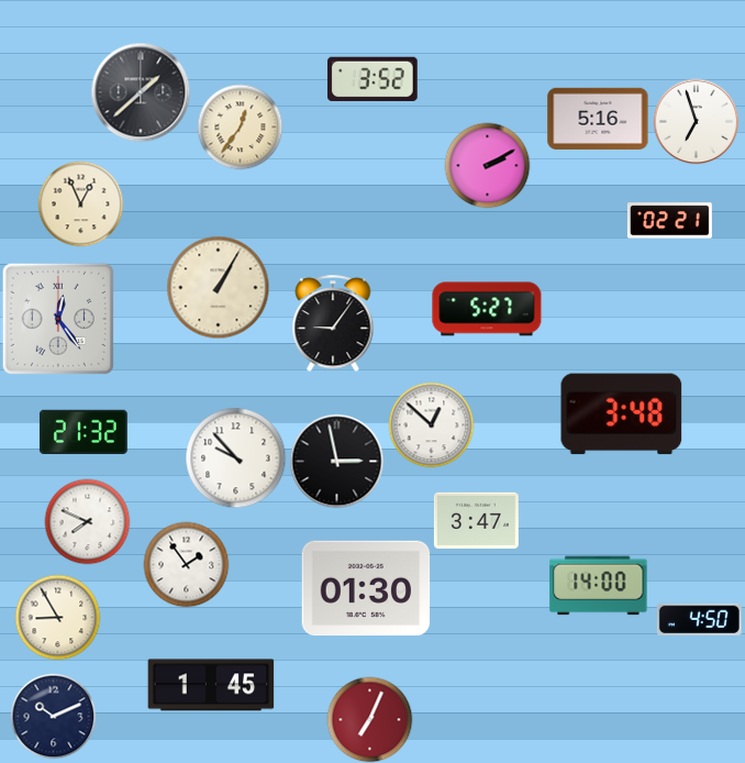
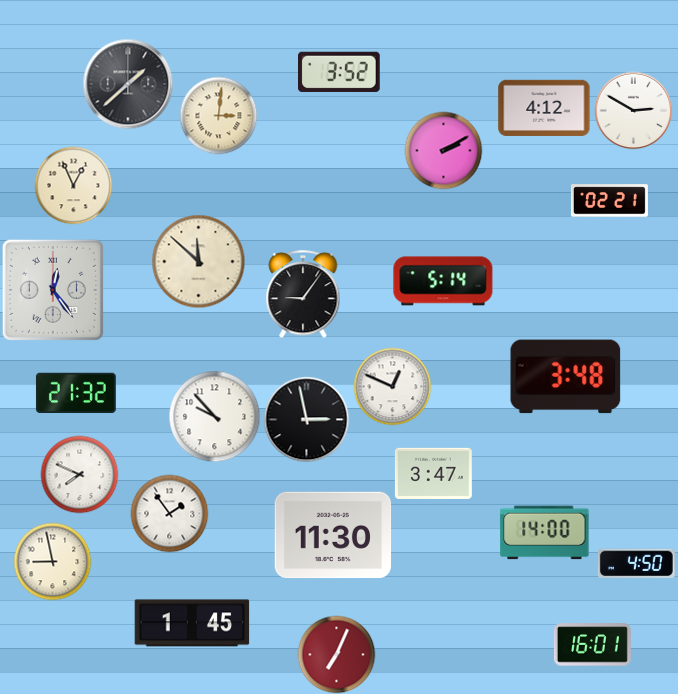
clock at (598, 118): 5:16 -> 4:12
clock at (696, 121): 6:57 -> 2:50
clock at (240, 126): 12:36 -> 3:01
clock at (218, 287): 1:05 -> 11:52
clock at (487, 309): 5:27 -> 5:14
clock at (431, 424): 12:52 -> 12:49
clock at (366, 588): 01:30 -> 11:30
clock at (57, 617): 8:55 -> 8:58
clock at (592, 645): none -> 16:01
clock at (53, 716): 10:11 -> none
